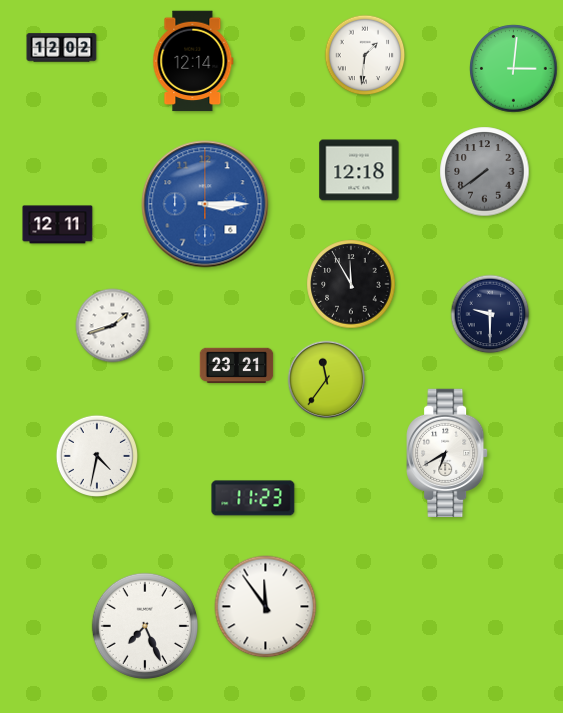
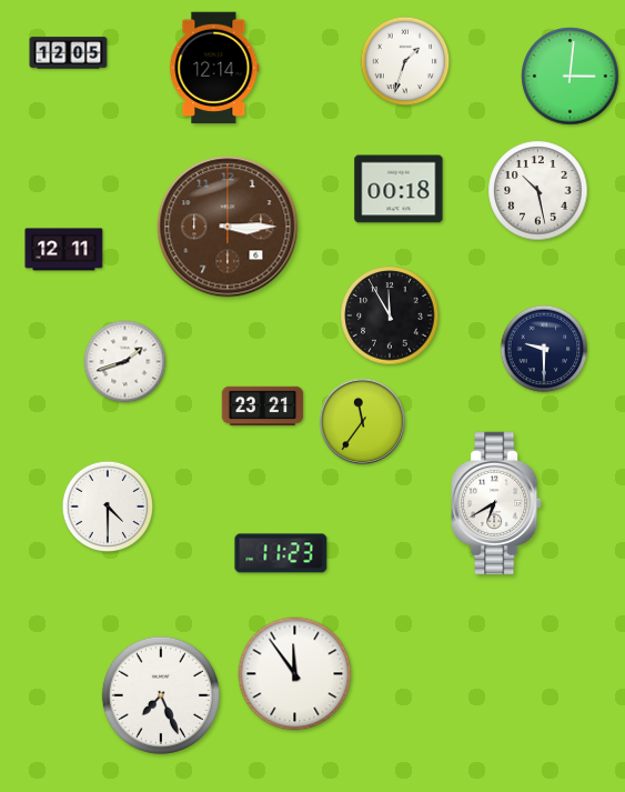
clock at (62, 48): 12:02 -> 12:05
clock at (365, 55): 1:31 -> 1:33
clock at (359, 170): 12:18 -> 00:18
clock at (485, 172): 7:39 -> 10:28
clock at (485, 172) dial: grey -> white
clock at (205, 204) dial: blue -> brown
clock at (96, 455): 4:32 -> 4:30
